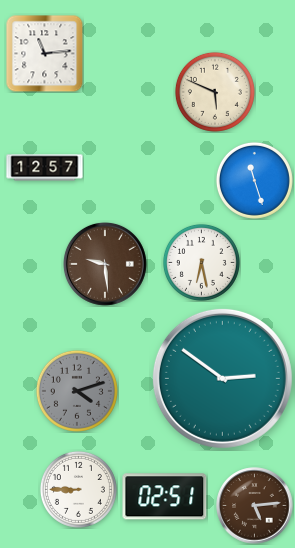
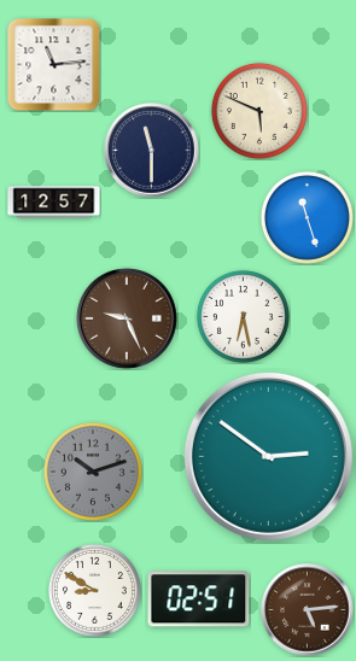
clock at (152, 151): none -> 11:30
clock at (105, 264): 9:29 -> 9:26
clock at (77, 391): 4:12 -> 10:12
clock at (78, 489): 8:45 -> 8:50
